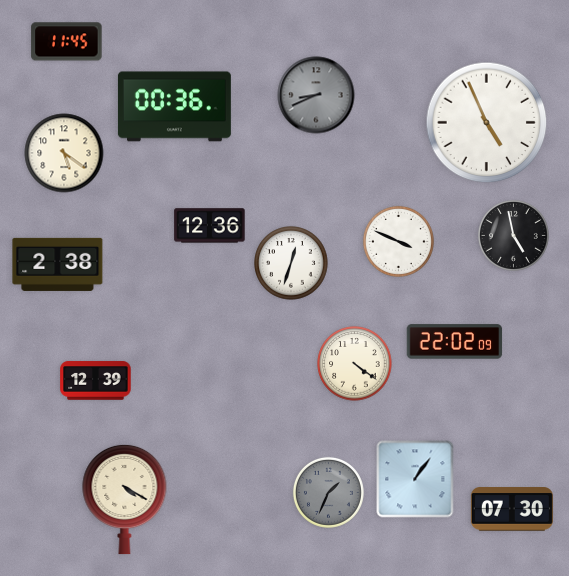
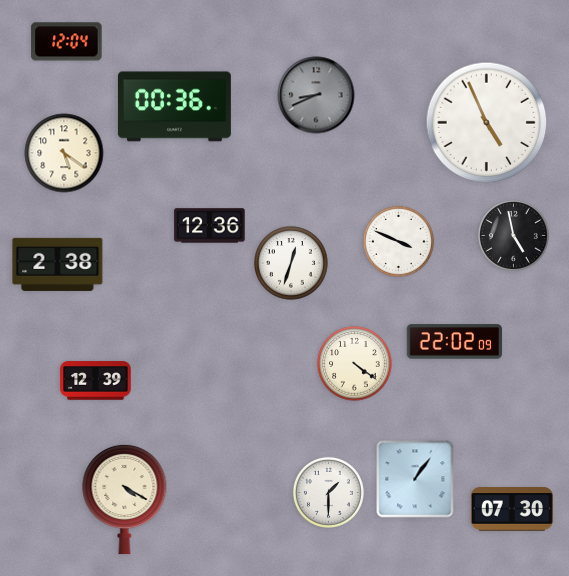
clock at (67, 42): 11:45 -> 12:04
clock at (328, 492): 1:34 -> 1:30
clock at (328, 492) dial: grey -> white
